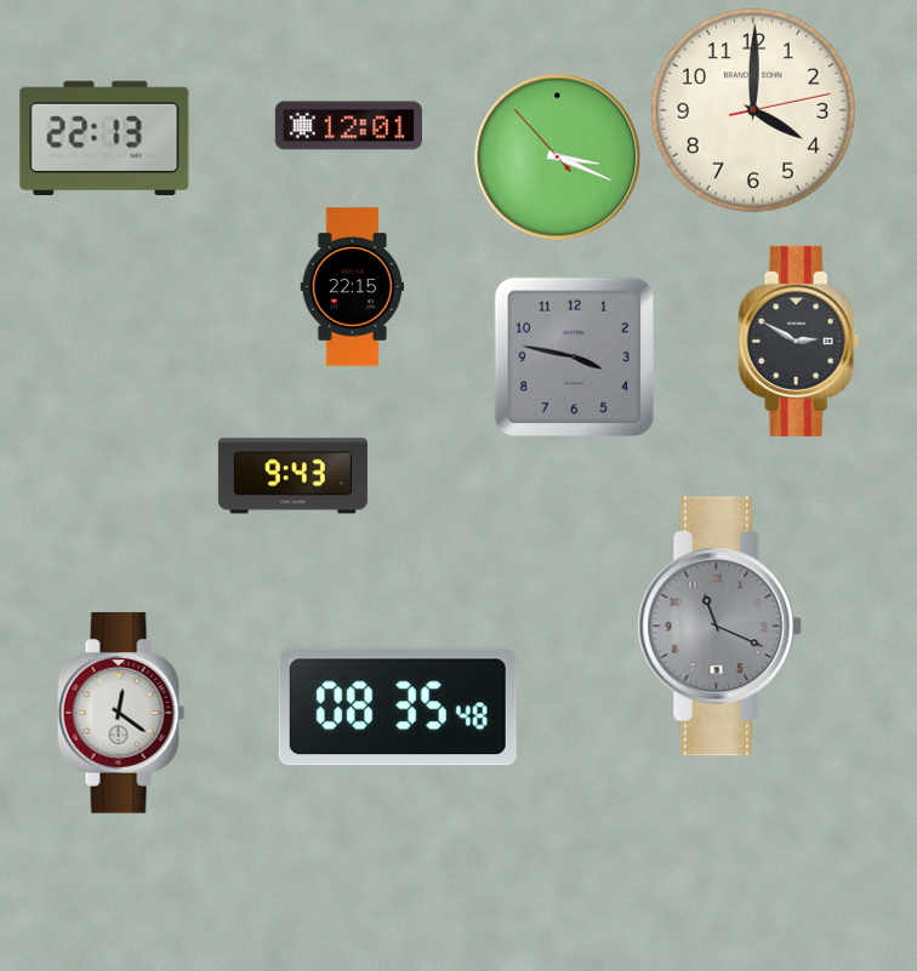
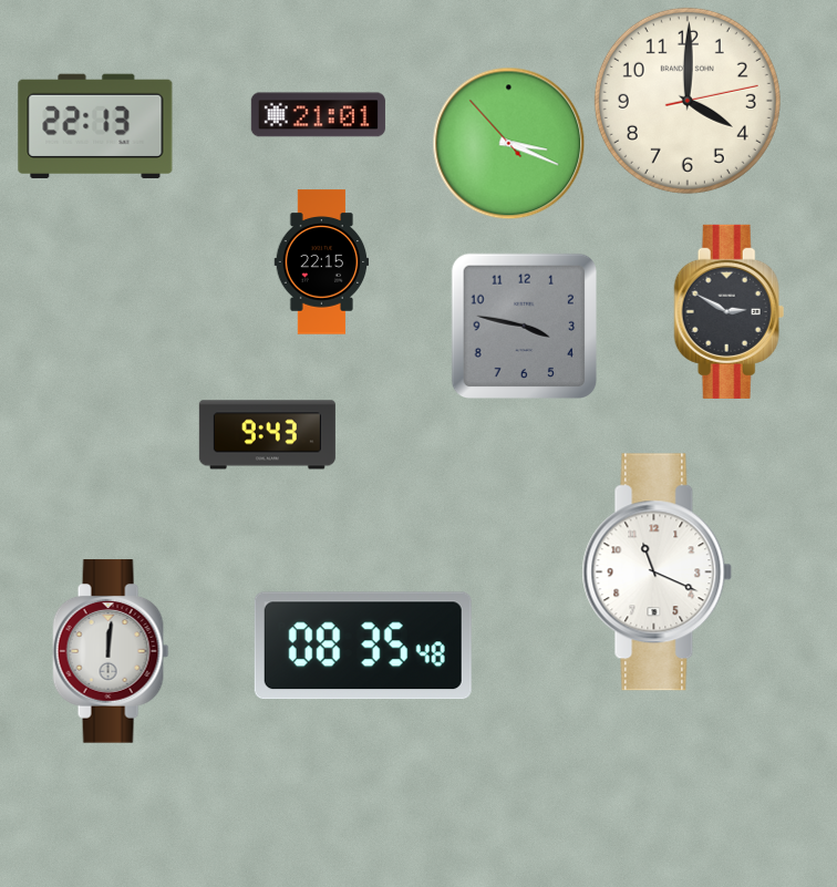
clock at (348, 126): 12:01 -> 21:01
clock at (720, 627) dial: grey -> white
clock at (121, 713): 12:21 -> 12:01
